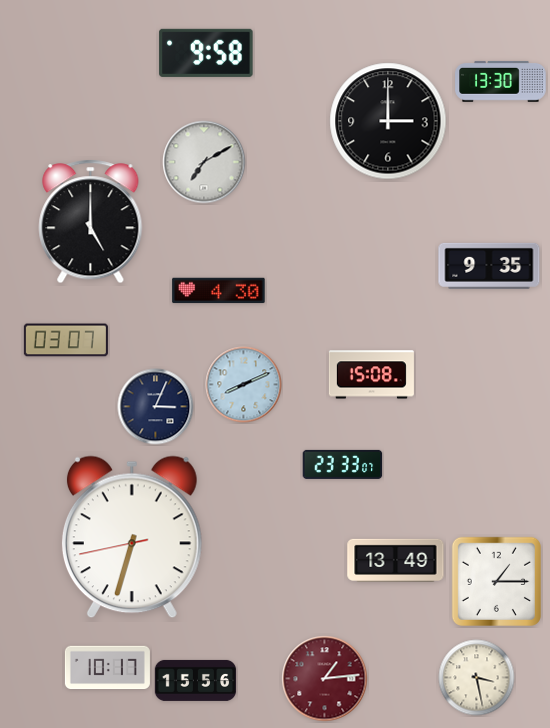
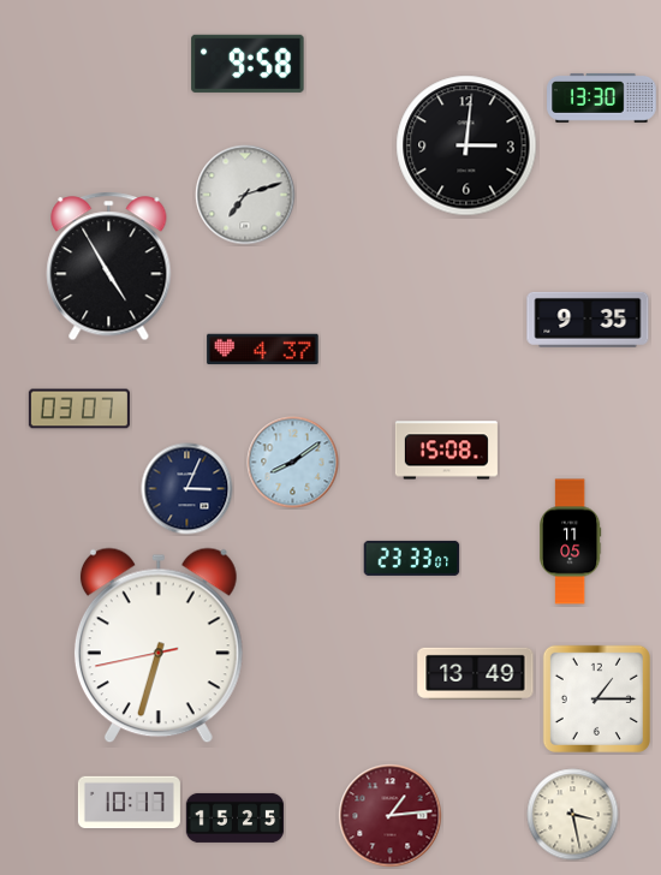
clock at (388, 121): 3:00 -> 3:01
clock at (204, 162): 7:10 -> 7:12
clock at (91, 222): 5:00 -> 4:55
clock at (219, 291): 4:30 -> 4:37
clock at (244, 385): 8:11 -> 8:09
clock at (571, 542): none -> 11:05
clock at (196, 680): 15:56 -> 15:25
